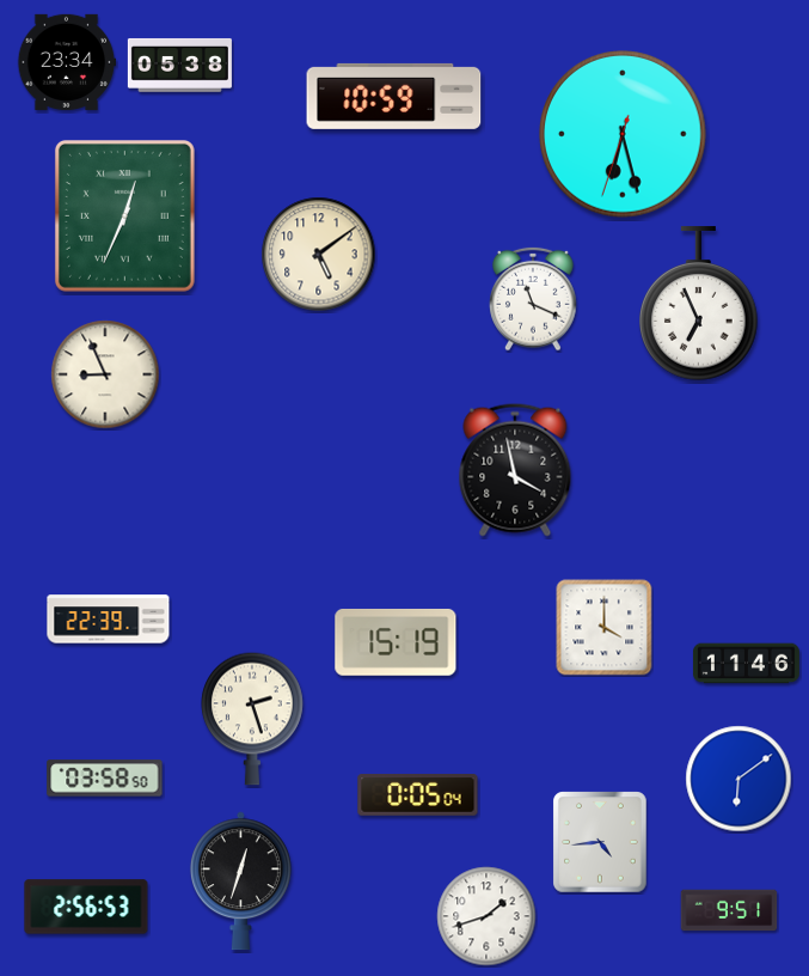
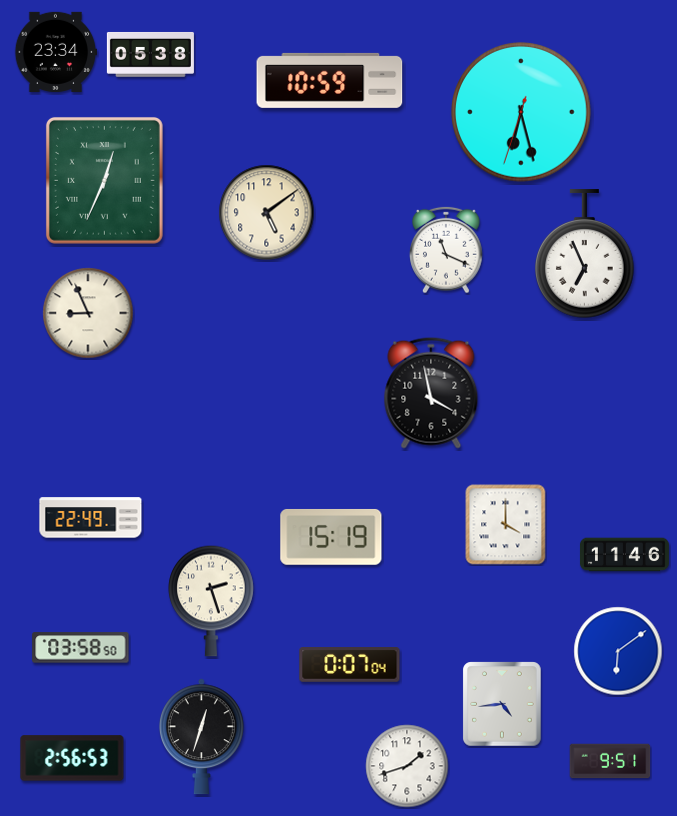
clock at (109, 620): 22:39 -> 22:49
clock at (105, 779) position: (105, 779) -> (81, 648)
clock at (418, 795): 0:05 -> 0:07
